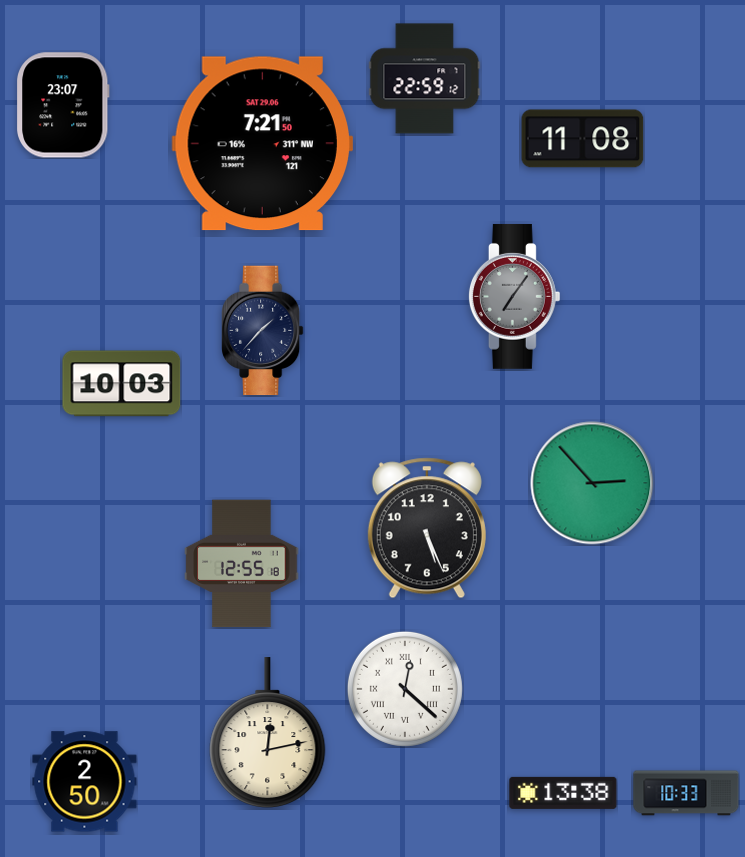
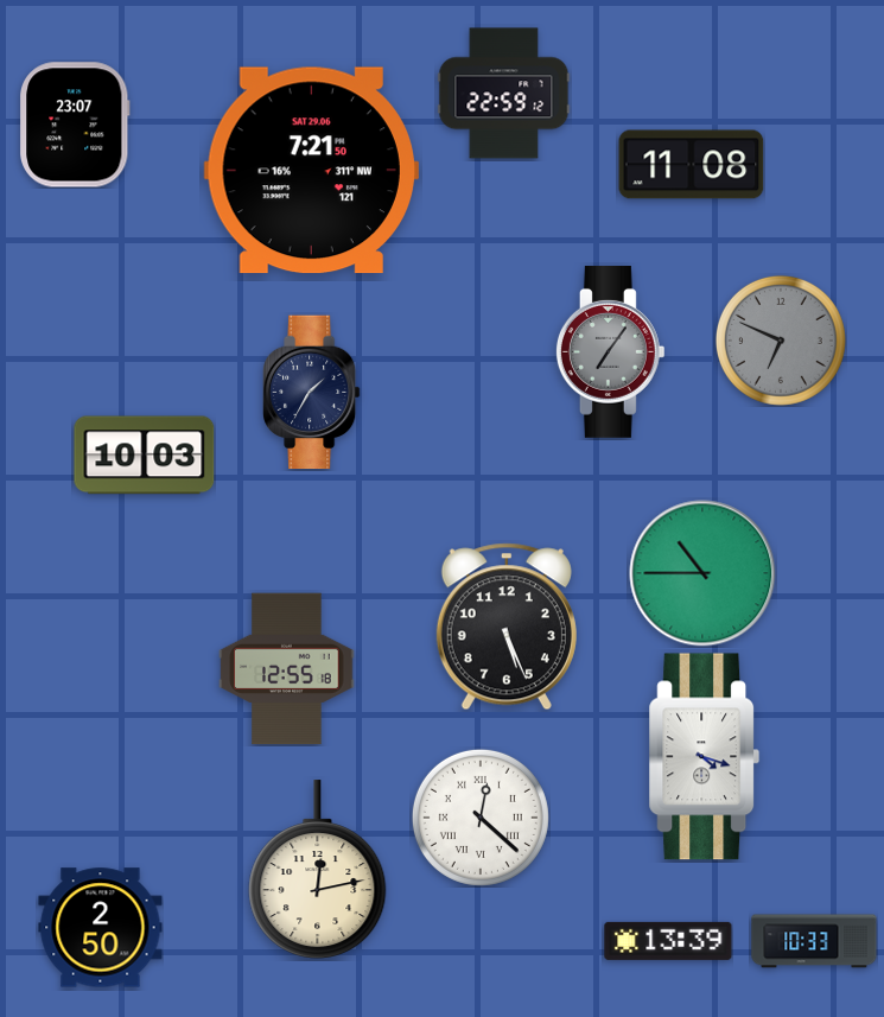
clock at (781, 341): none -> 6:49
clock at (263, 331): 1:37 -> 1:35
clock at (592, 483): 2:53 -> 10:45
clock at (705, 757): none -> 4:18
clock at (563, 793): 13:38 -> 13:39
